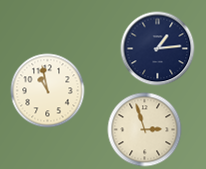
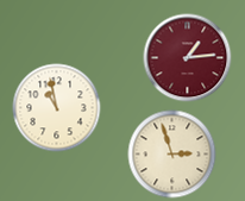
clock at (158, 49) dial: navy -> burgundy
